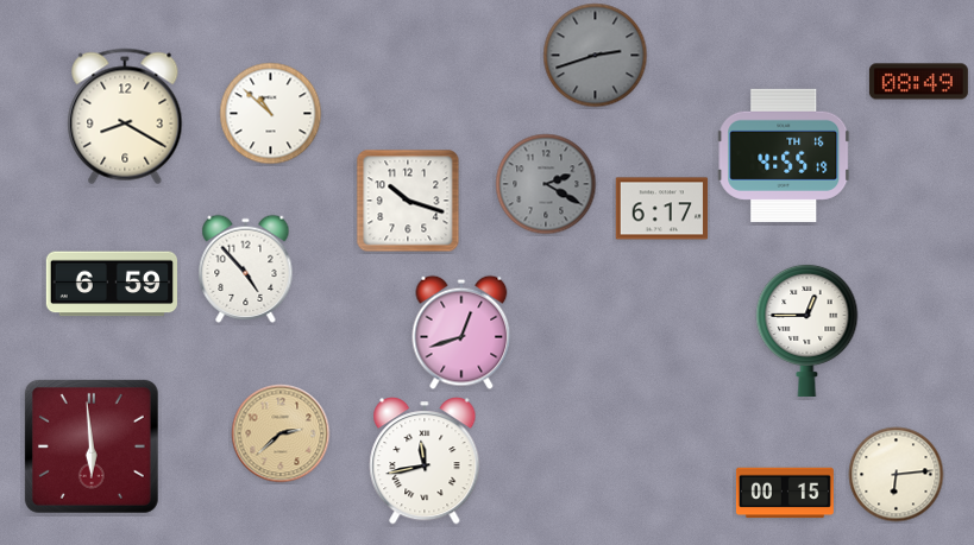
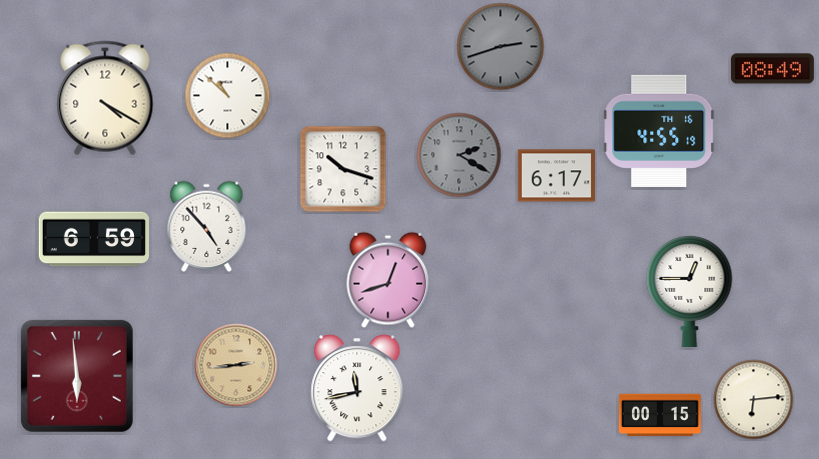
clock at (125, 116): 8:20 -> 4:20
clock at (808, 330) position: (808, 330) -> (690, 291)
clock at (281, 433): 2:38 -> 2:44
